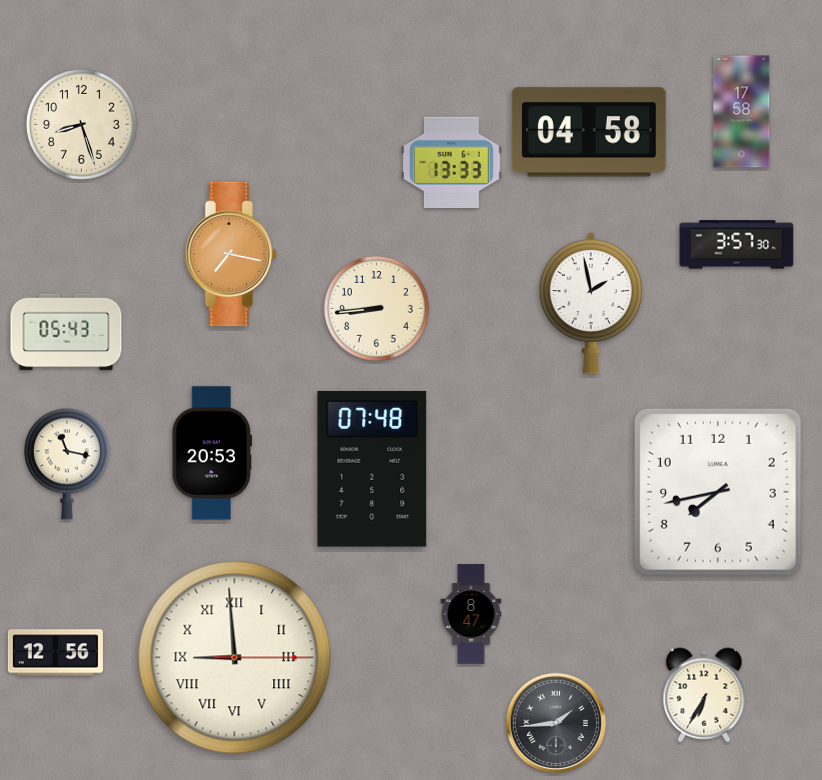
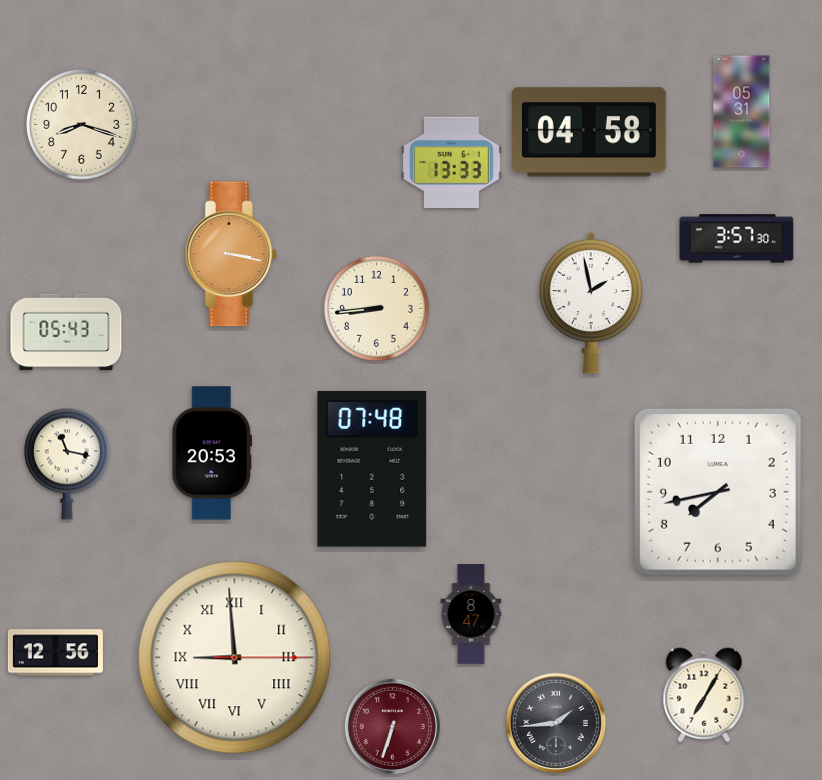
clock at (742, 112): 17:58 -> 05:31
clock at (81, 124): 8:27 -> 8:18
clock at (737, 245) position: (737, 245) -> (737, 239)
clock at (231, 254): 7:17 -> 3:17
clock at (704, 695): 6:35 -> 7:05
clock at (392, 726): none -> 6:33
